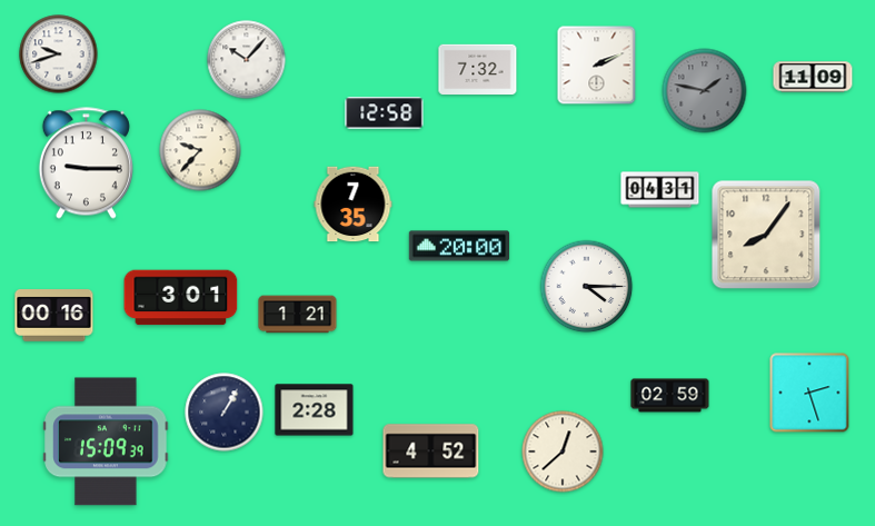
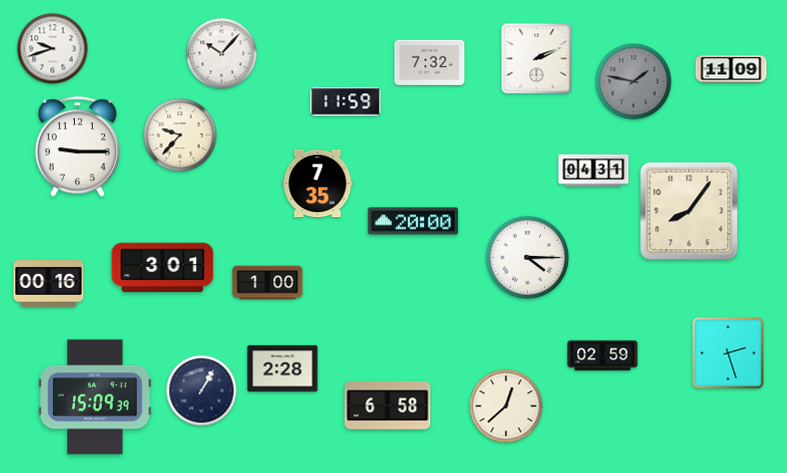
clock at (385, 113): 12:58 -> 11:59
clock at (298, 315): 1:21 -> 1:00
clock at (225, 413) position: (225, 413) -> (202, 391)
clock at (431, 451): 4:52 -> 6:58
